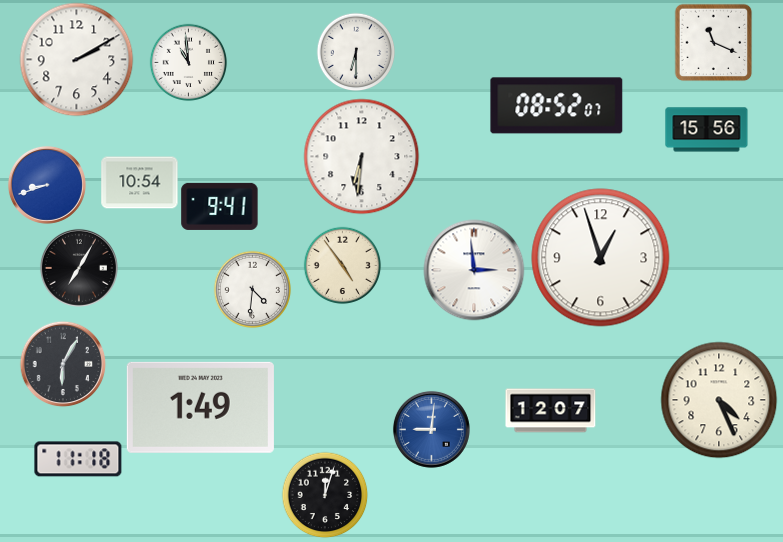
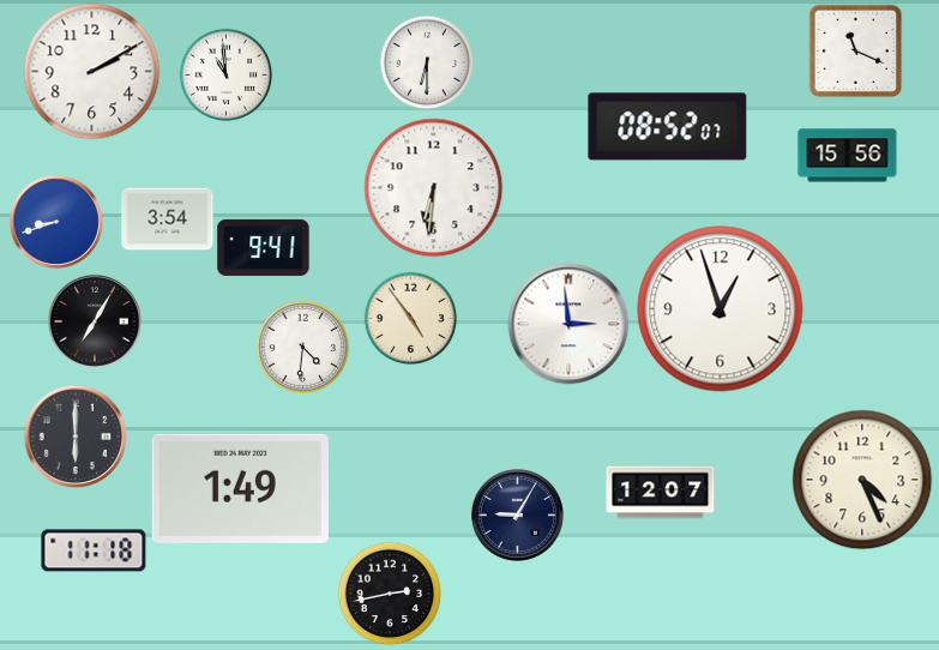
clock at (140, 183): 10:54 -> 3:54
clock at (63, 364): 6:05 -> 6:00
clock at (431, 429): 9:01 -> 9:05
clock at (431, 429) dial: blue -> navy
clock at (325, 495): 12:03 -> 2:43
